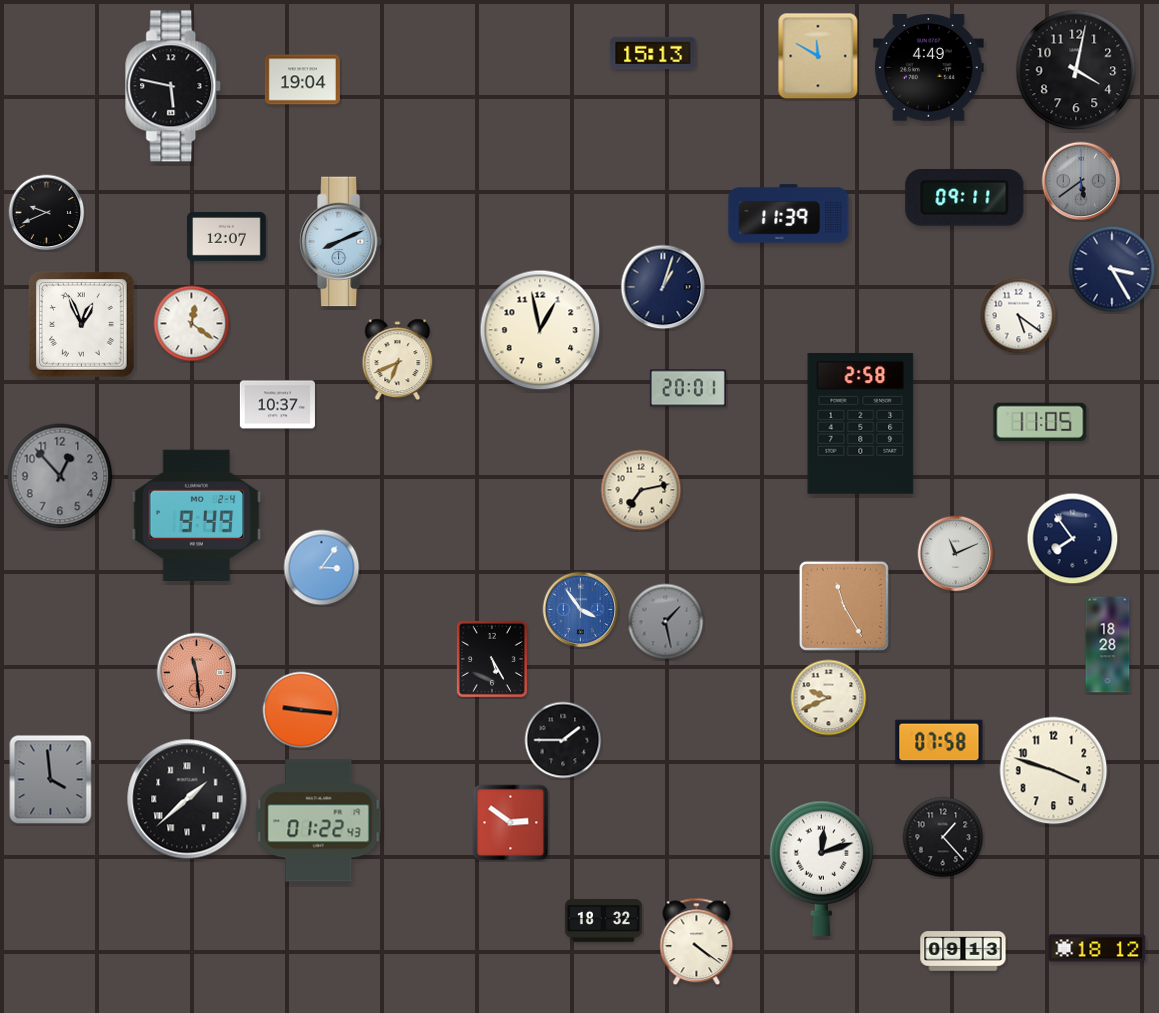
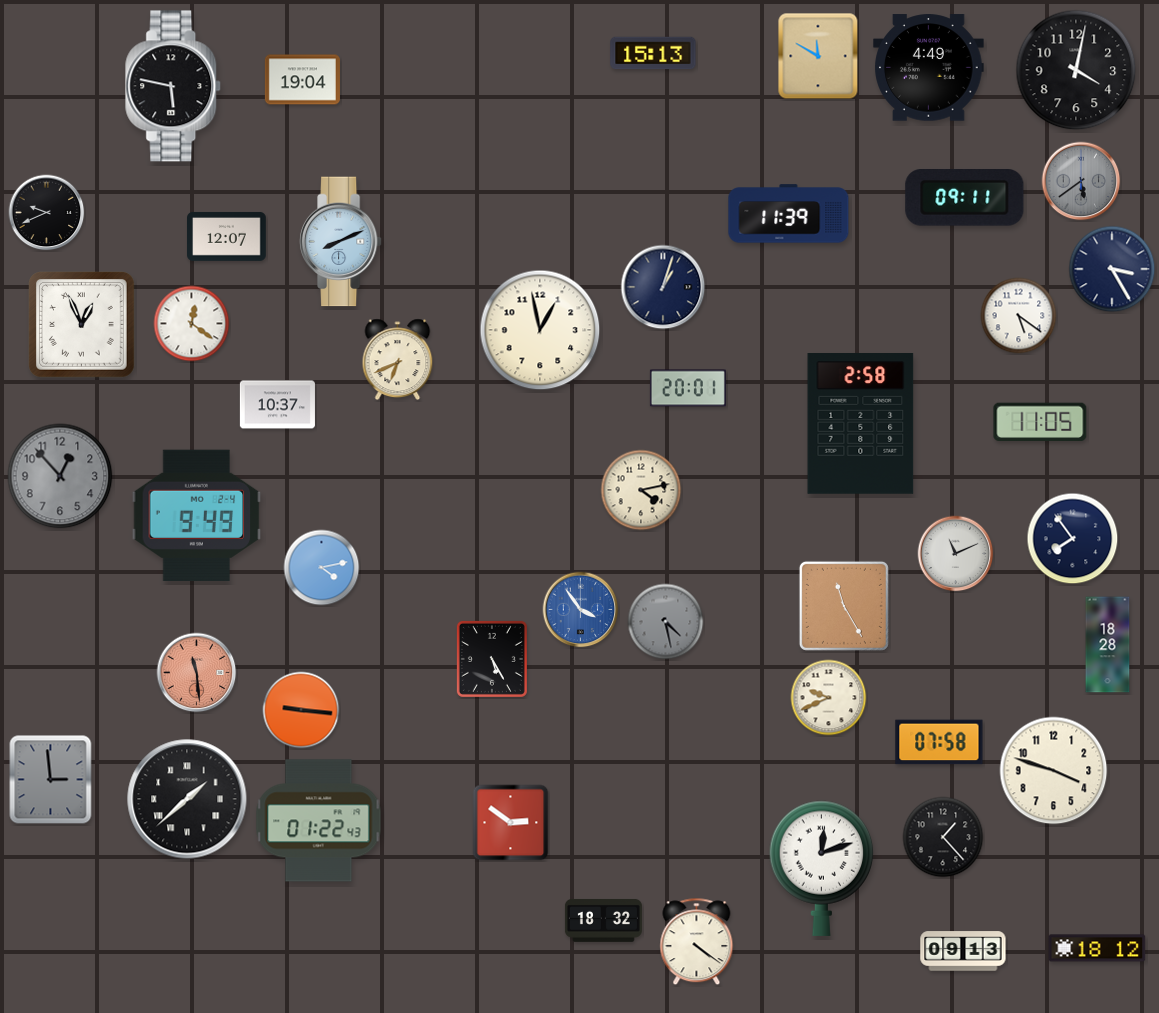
clock at (641, 490): 7:13 -> 4:13
clock at (322, 568): 3:06 -> 4:13
clock at (666, 622): 1:28 -> 4:28
clock at (563, 740): 1:45 -> none
clock at (51, 780): 3:59 -> 2:59
